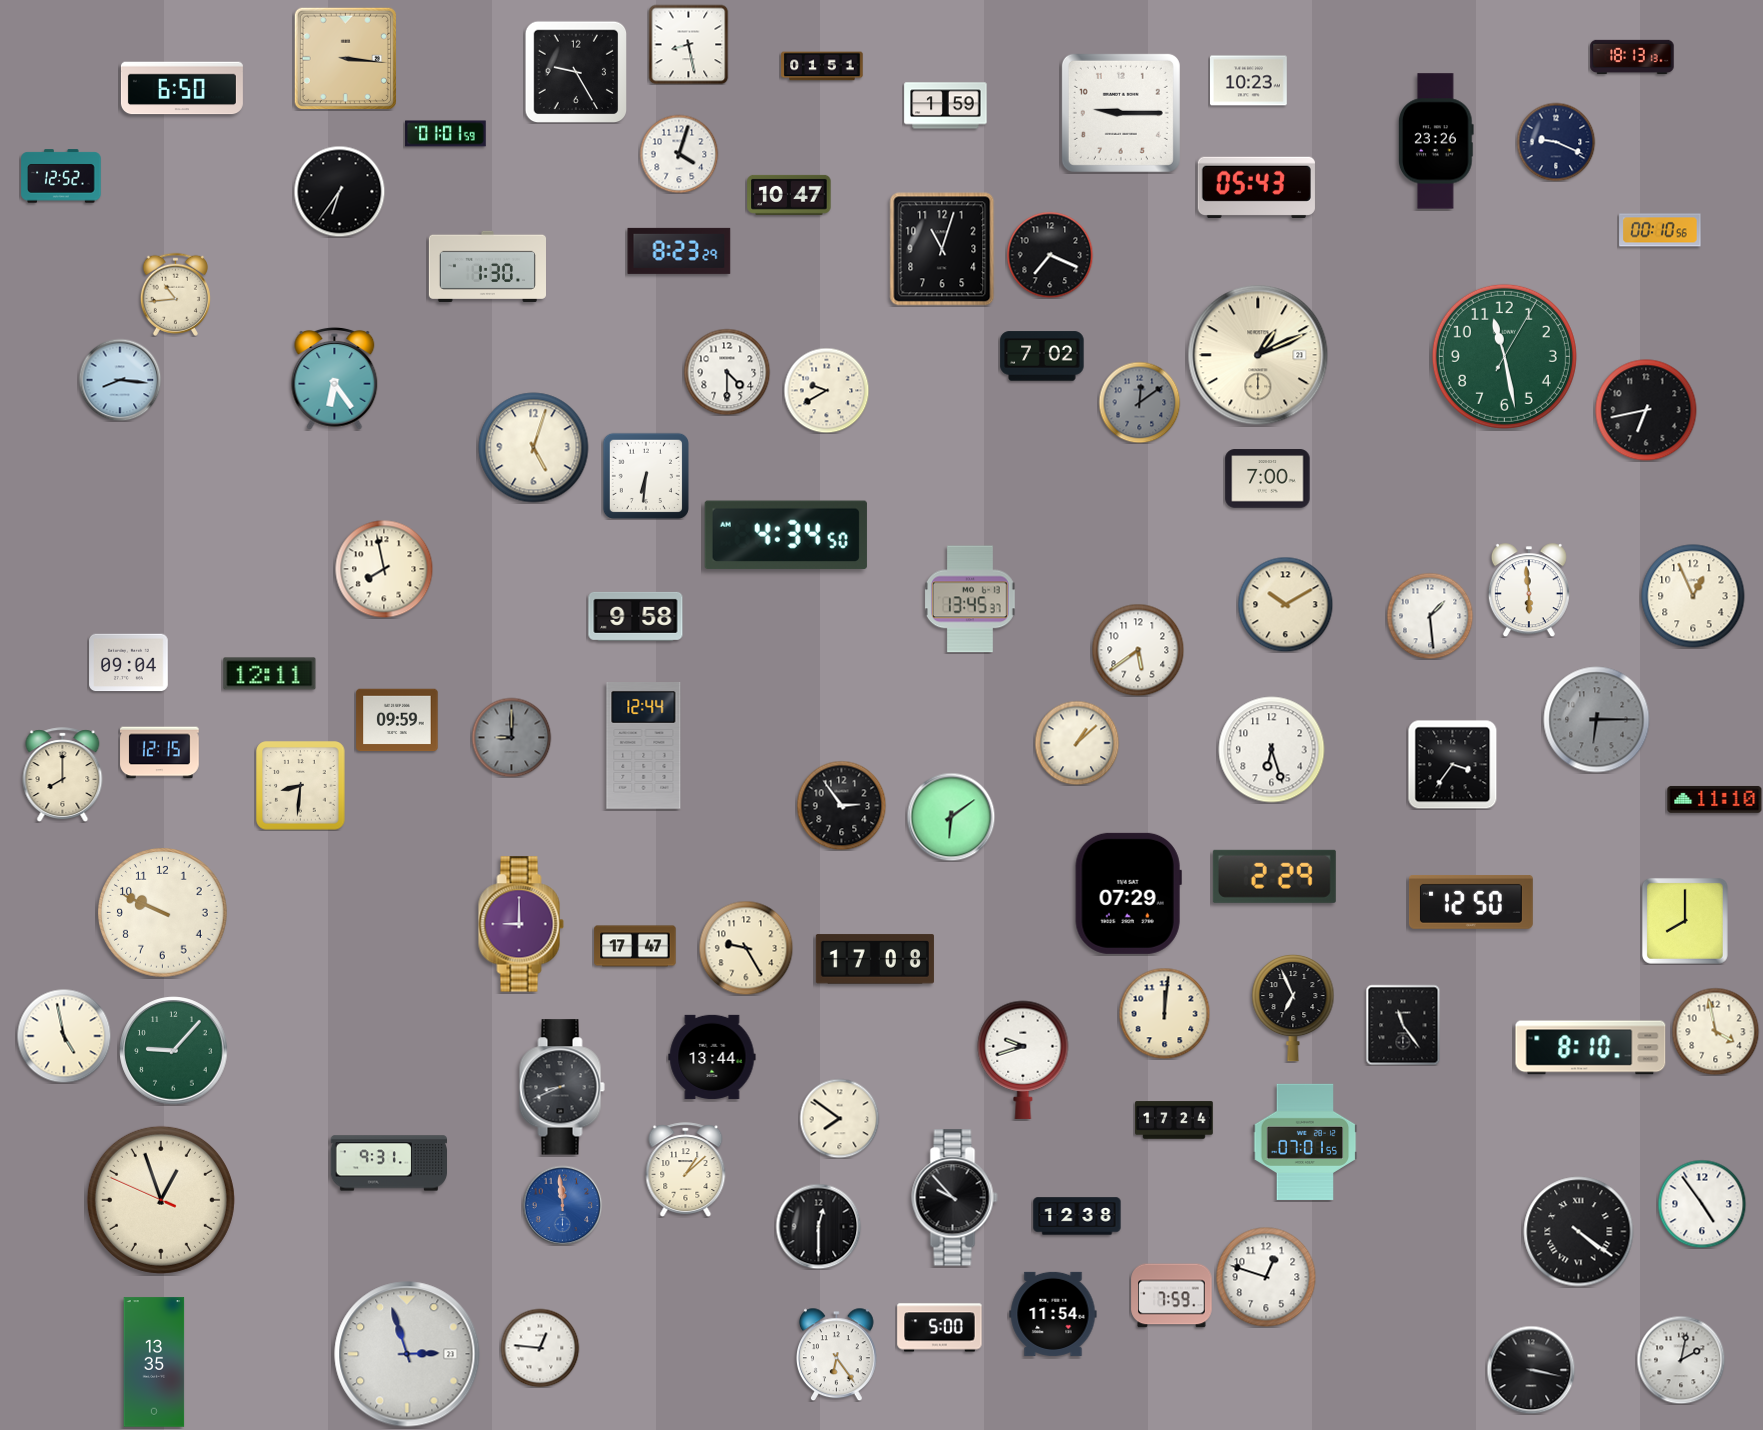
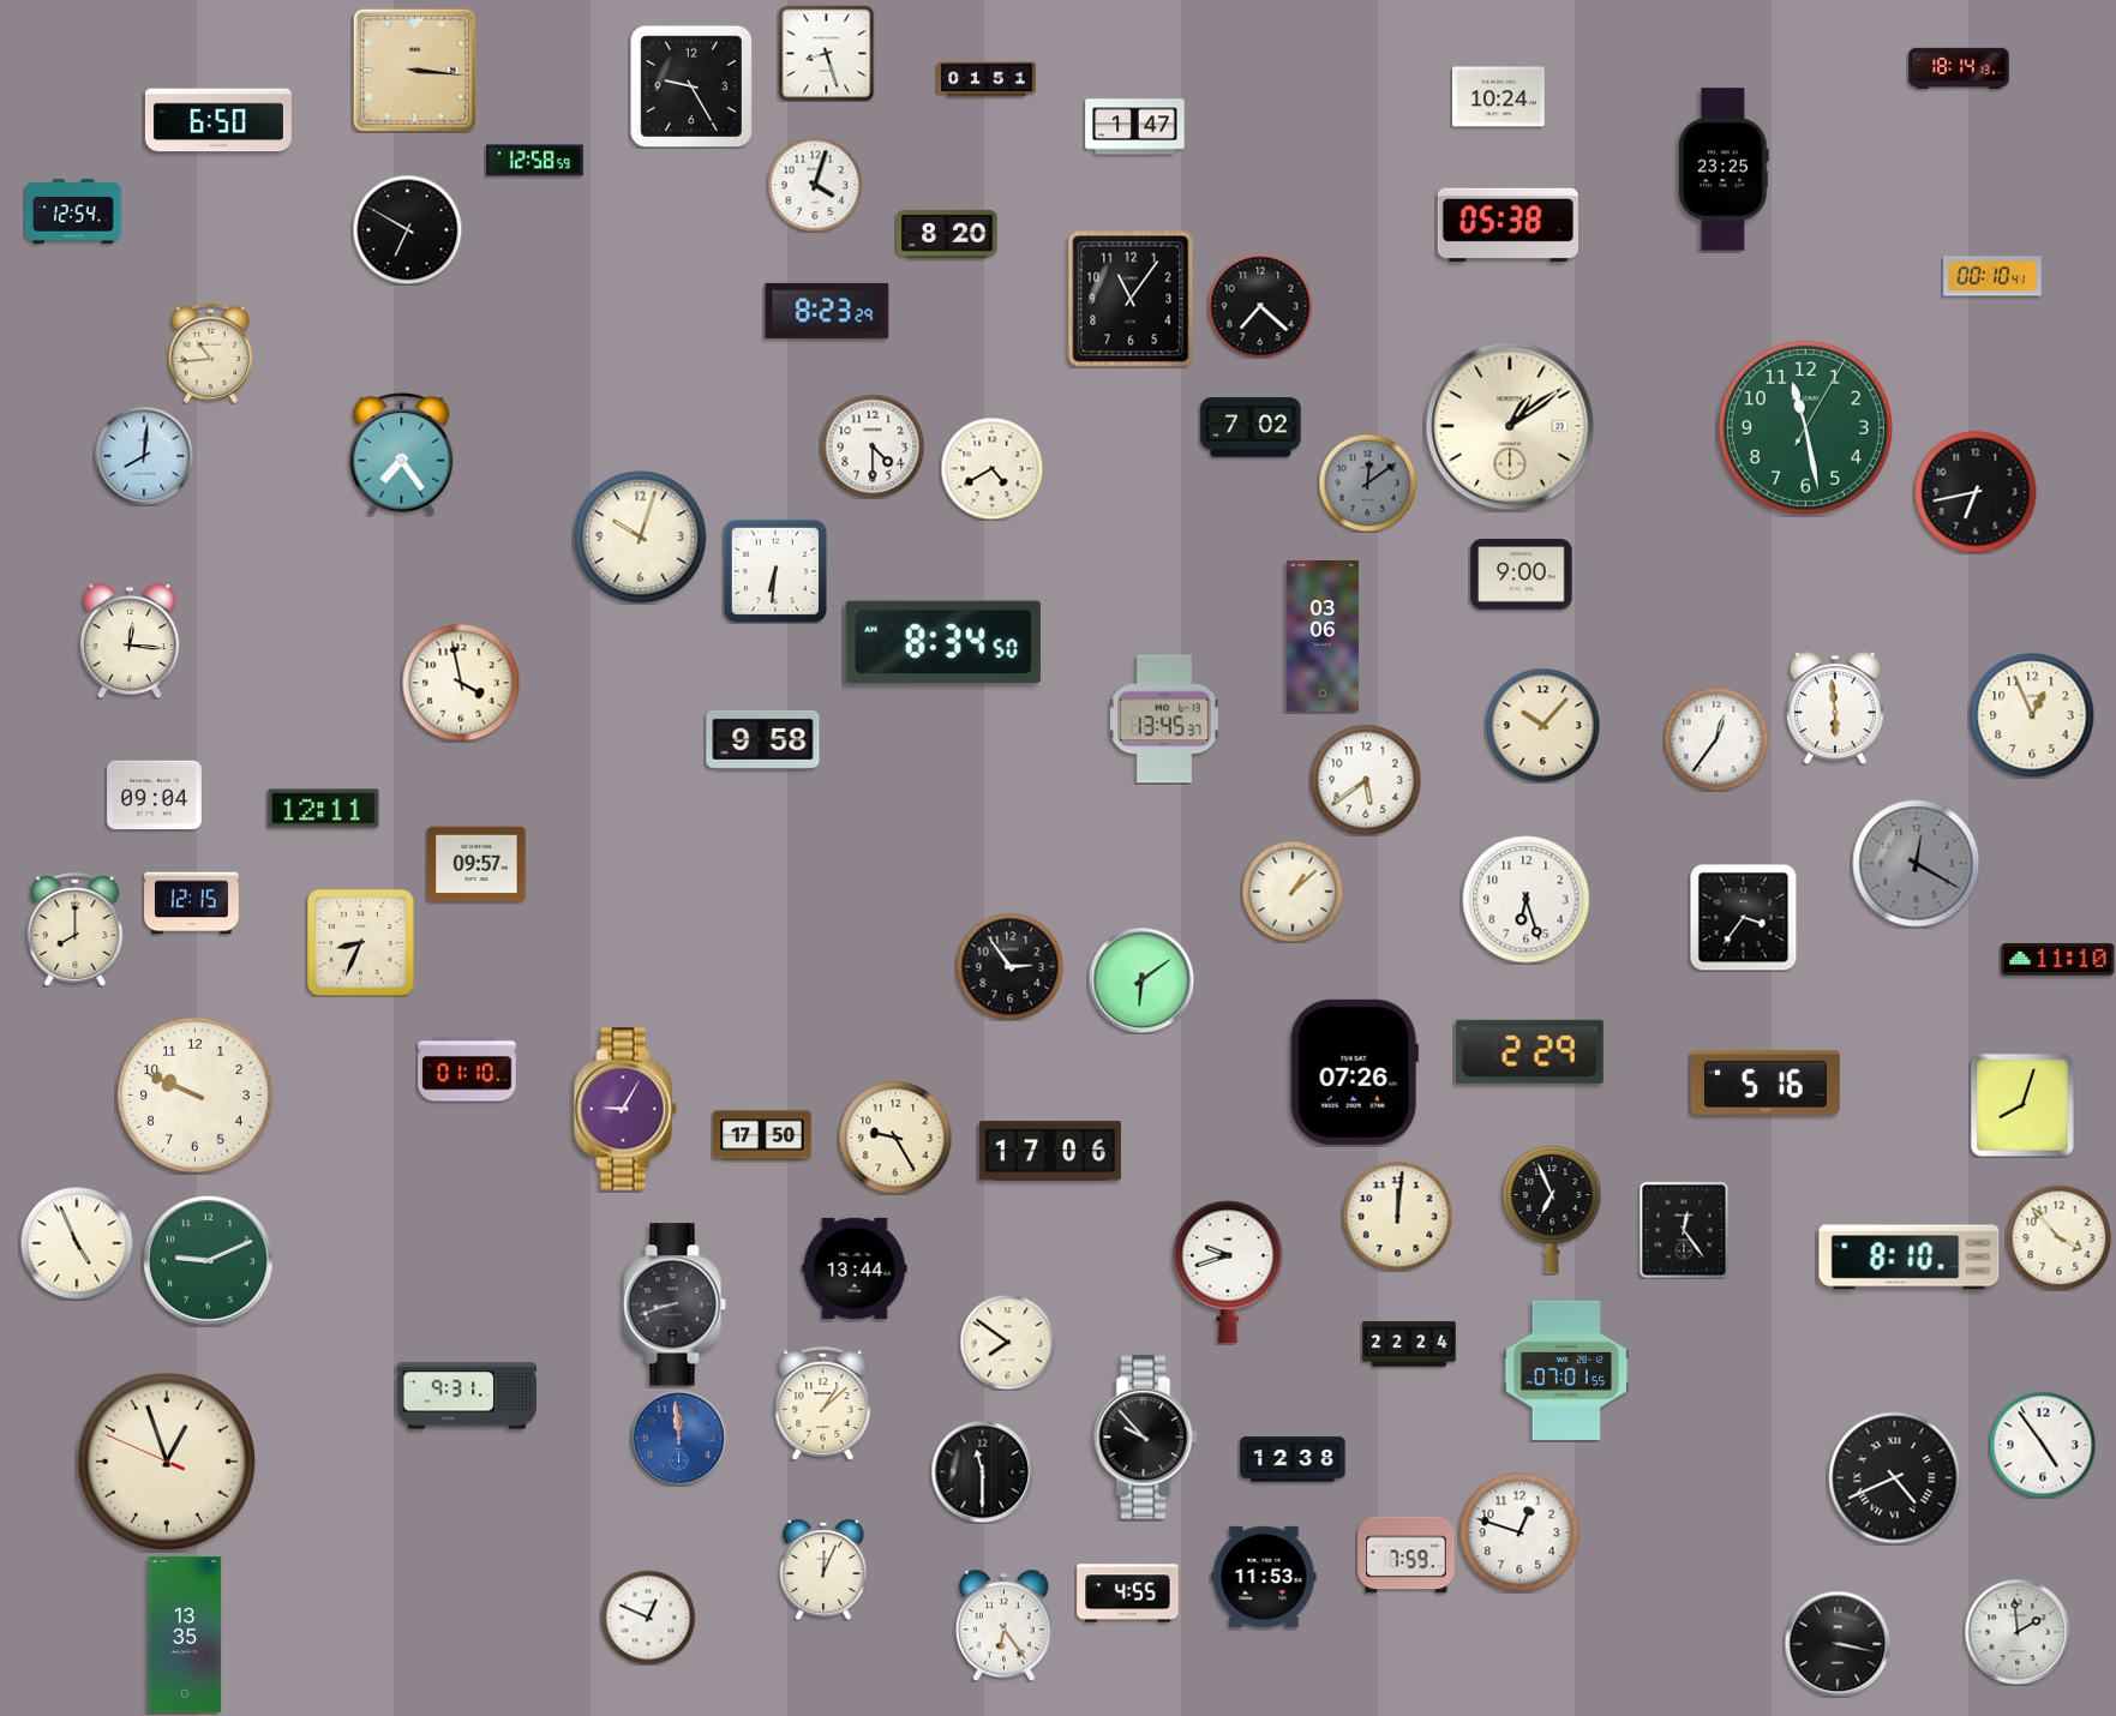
clock at (688, 44): 8:28 -> 8:27
clock at (1632, 57): 18:13 -> 18:14
clock at (1249, 81): 10:23 -> 10:24
clock at (182, 88) position: (182, 88) -> (218, 120)
clock at (946, 106): 1:59 -> 1:47
clock at (1121, 113): 9:15 -> none
clock at (446, 134): 01:01 -> 12:58
clock at (1436, 141): 23:26 -> 23:25
clock at (1556, 142): 9:19 -> none
clock at (61, 176): 12:52 -> 12:54
clock at (1256, 187): 05:43 -> 05:38
clock at (339, 191): 6:36 -> 6:50
clock at (789, 195): 10:47 -> 8:20
clock at (1660, 230): 00:10:56 -> 00:10:41
clock at (942, 249): 11:03 -> 11:06
clock at (679, 251) position: (679, 251) -> (827, 311)
clock at (1050, 255): 7:19 -> 7:22
clock at (487, 266): 1:30 -> none
clock at (1258, 355): 1:11 -> 1:09
clock at (335, 378): 6:24 -> 7:24
clock at (120, 380): 8:16 -> 8:01
clock at (826, 390): 9:40 -> 4:40
clock at (534, 448): 5:03 -> 10:03
clock at (1268, 479): 7:00 -> 9:00
clock at (1323, 637): none -> 03:06
clock at (130, 641): none -> 12:16
clock at (786, 535): 4:34 -> 8:34
clock at (384, 569): 7:58 -> 3:58
clock at (1285, 604): 10:10 -> 10:07
clock at (1430, 616): 1:29 -> 12:36
clock at (397, 720): 09:59 -> 09:57
clock at (1597, 720): 6:15 -> 12:20
clock at (511, 737): 9:00 -> none
clock at (644, 746): 12:44 -> none
clock at (301, 786): 8:31 -> 8:34
clock at (467, 1069): none -> 01:10
clock at (1128, 893): 07:29 -> 07:26
clock at (1471, 903): 12:50 -> 5:16
clock at (1685, 921): 8:00 -> 8:03
clock at (521, 924): 9:00 -> 9:05
clock at (635, 946): 17:47 -> 17:50
clock at (875, 959): 17:08 -> 17:06
clock at (1403, 1025): 11:24 -> 12:24
clock at (1715, 1031): 3:58 -> 3:53
clock at (64, 1036): 4:58 -> 4:56
clock at (174, 1051): 9:07 -> 9:11
clock at (562, 1087): 8:41 -> 8:42
clock at (1174, 1120): 17:24 -> 22:24
clock at (161, 1200) position: (161, 1200) -> (167, 1462)
clock at (562, 1205) position: (562, 1205) -> (678, 1438)
clock at (818, 1226): 12:30 -> 11:30
clock at (1579, 1232): 4:21 -> 4:41
clock at (823, 1570): none -> 12:04
clock at (1053, 1314): 11:54 -> 11:53
clock at (940, 1328): 5:00 -> 4:55
clock at (540, 1348): 12:46 -> 12:49
clock at (407, 1354): 2:57 -> none
clock at (1681, 1360): 2:02 -> 1:59
